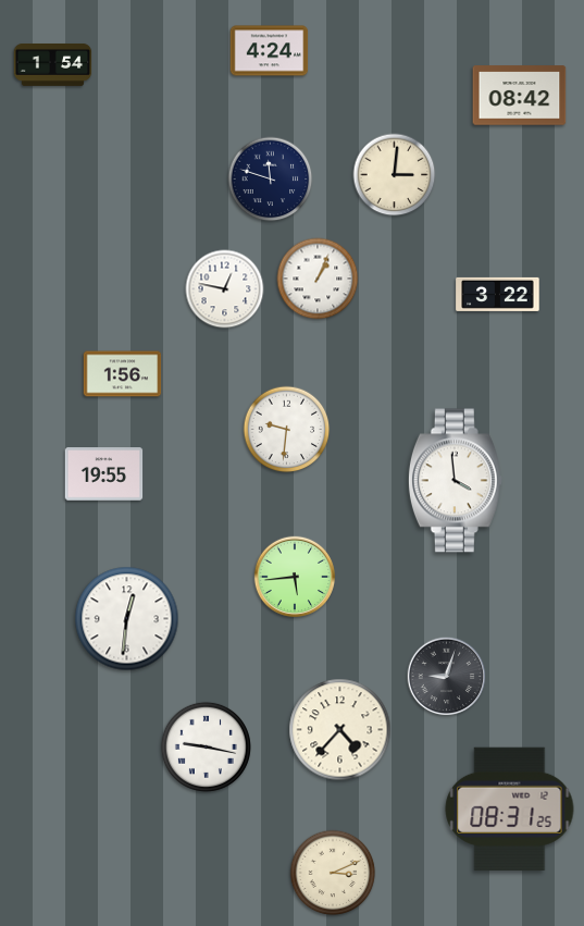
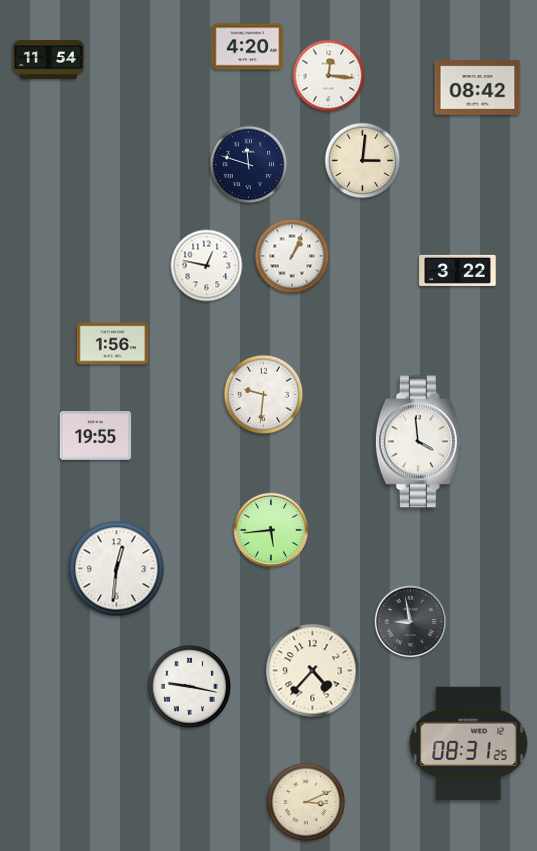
clock at (270, 51): 4:24 -> 4:20
clock at (53, 64): 1:54 -> 11:54
clock at (329, 76): none -> 12:16
clock at (447, 677): 9:03 -> 8:58
